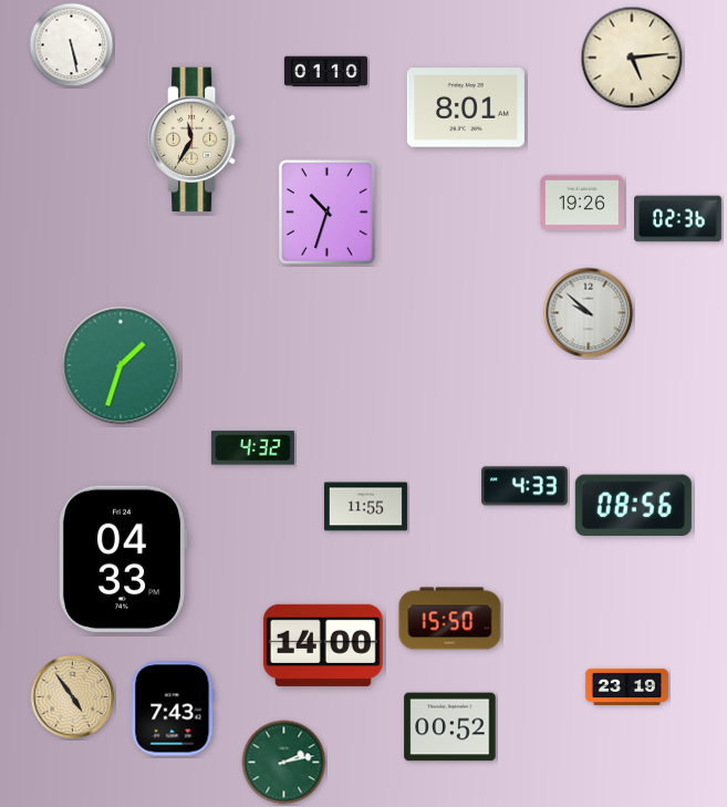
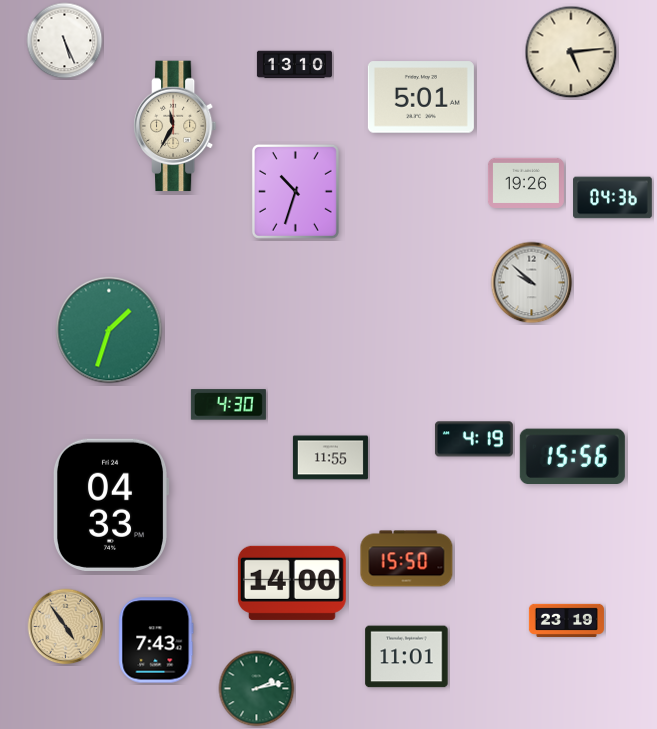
clock at (72, 45): 5:28 -> 5:26
clock at (325, 72): 01:10 -> 13:10
clock at (466, 107): 8:01 -> 5:01
clock at (678, 219): 02:36 -> 04:36
clock at (252, 448): 4:32 -> 4:30
clock at (525, 486): 4:33 -> 4:19
clock at (633, 505): 08:56 -> 15:56
clock at (73, 697) position: (73, 697) -> (66, 627)
clock at (450, 727): 00:52 -> 11:01
